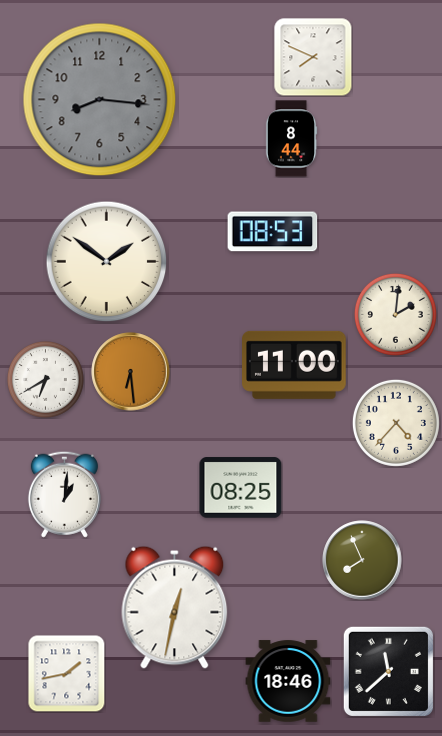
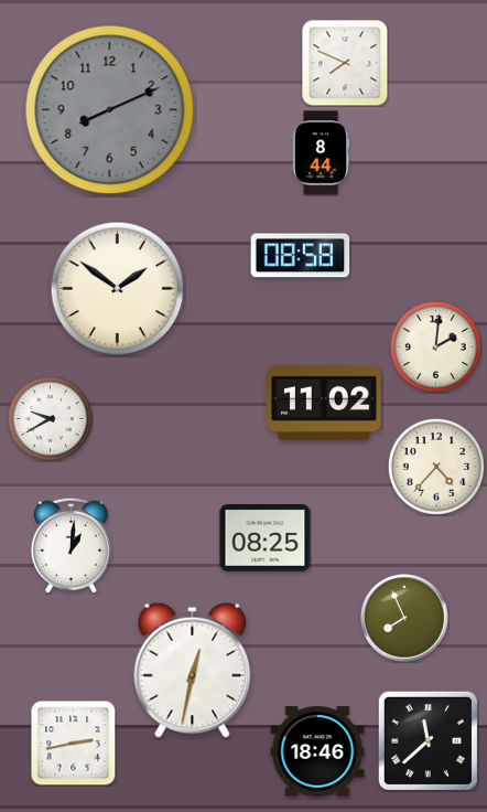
clock at (100, 100): 8:16 -> 8:11
clock at (273, 232): 08:53 -> 08:58
clock at (295, 365): 11:00 -> 11:02
clock at (131, 372): 6:29 -> none
clock at (45, 379): 6:40 -> 9:40
clock at (362, 560) position: (362, 560) -> (404, 618)
clock at (66, 673): 1:43 -> 2:43
